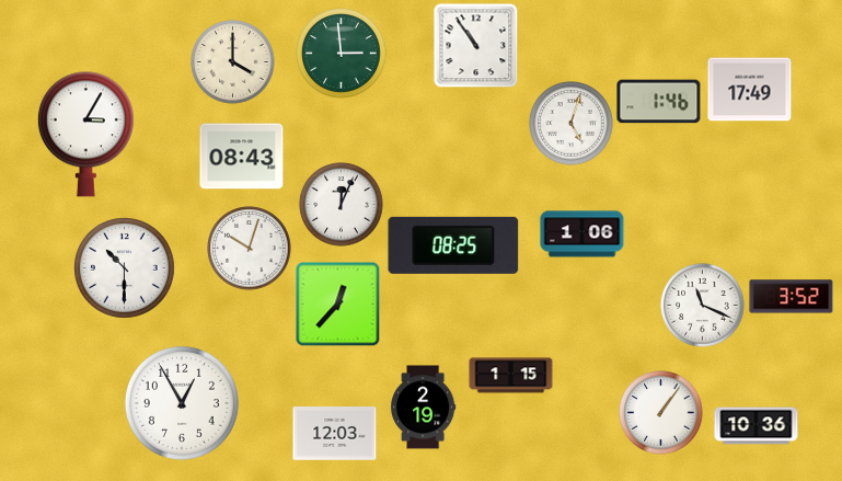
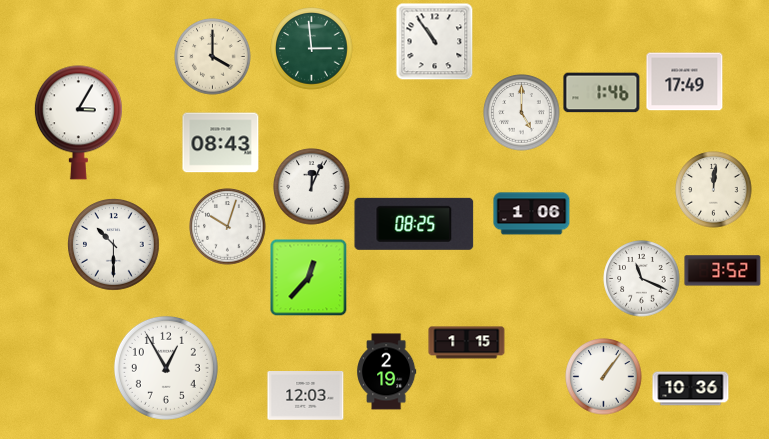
clock at (572, 124): 5:03 -> 5:00
clock at (714, 190): none -> 12:01
